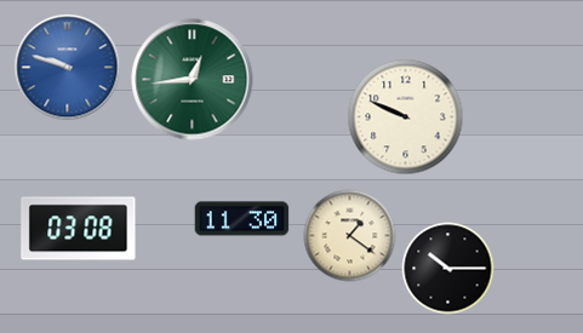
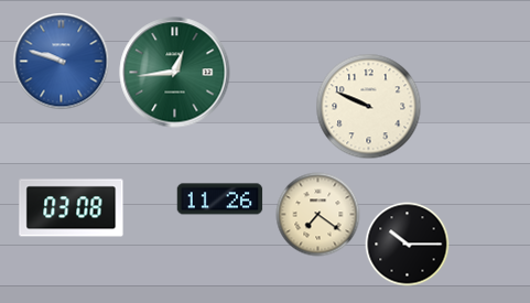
clock at (242, 219): 11:30 -> 11:26
clock at (350, 236): 1:21 -> 7:21
